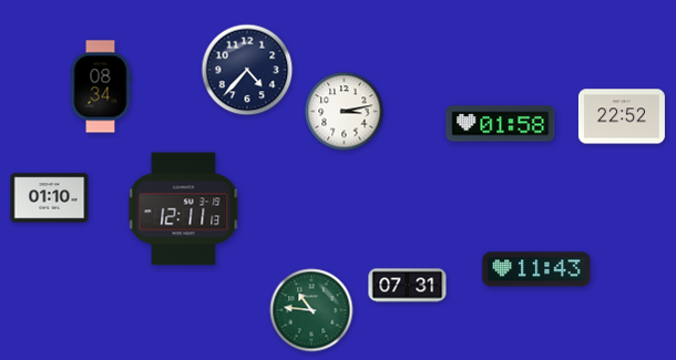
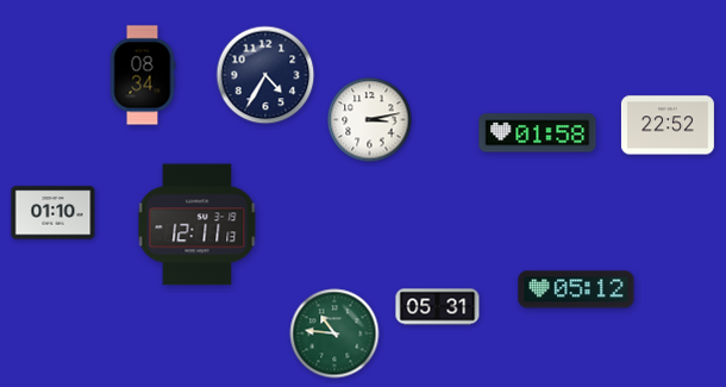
clock at (247, 70): 4:37 -> 4:35
clock at (101, 86) position: (101, 86) -> (143, 75)
clock at (536, 269): 11:43 -> 05:12
clock at (408, 286): 07:31 -> 05:31
